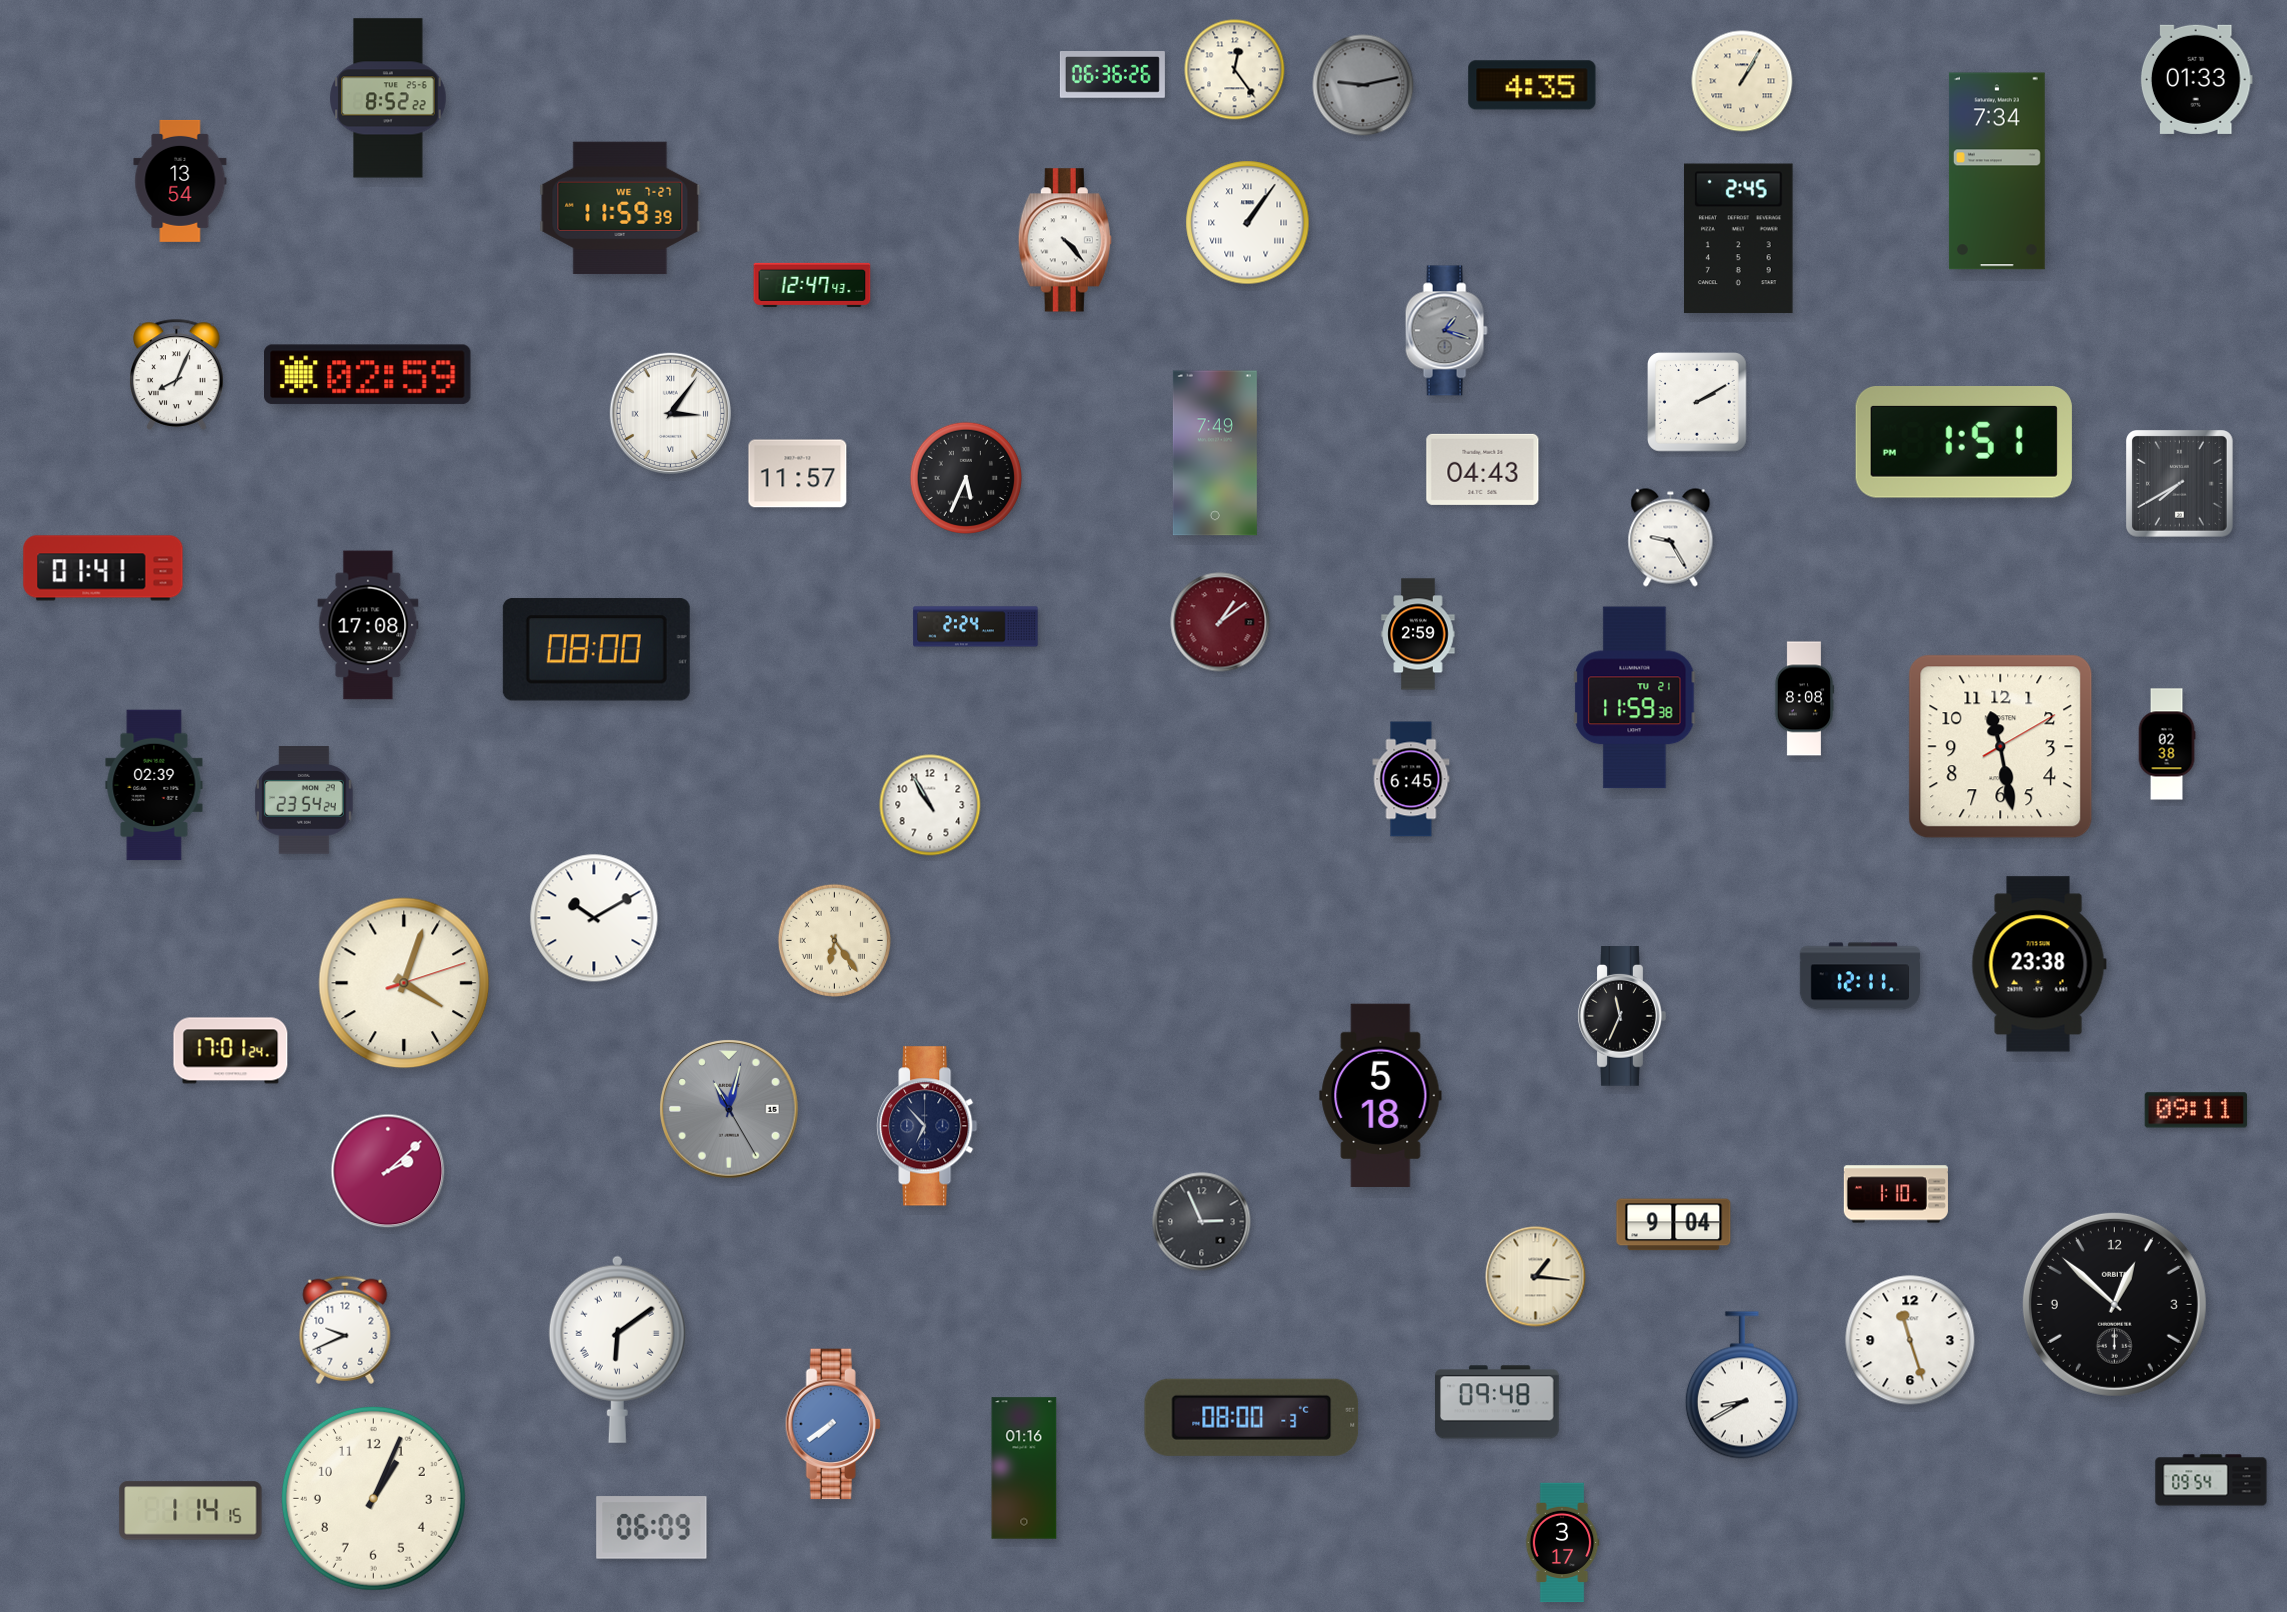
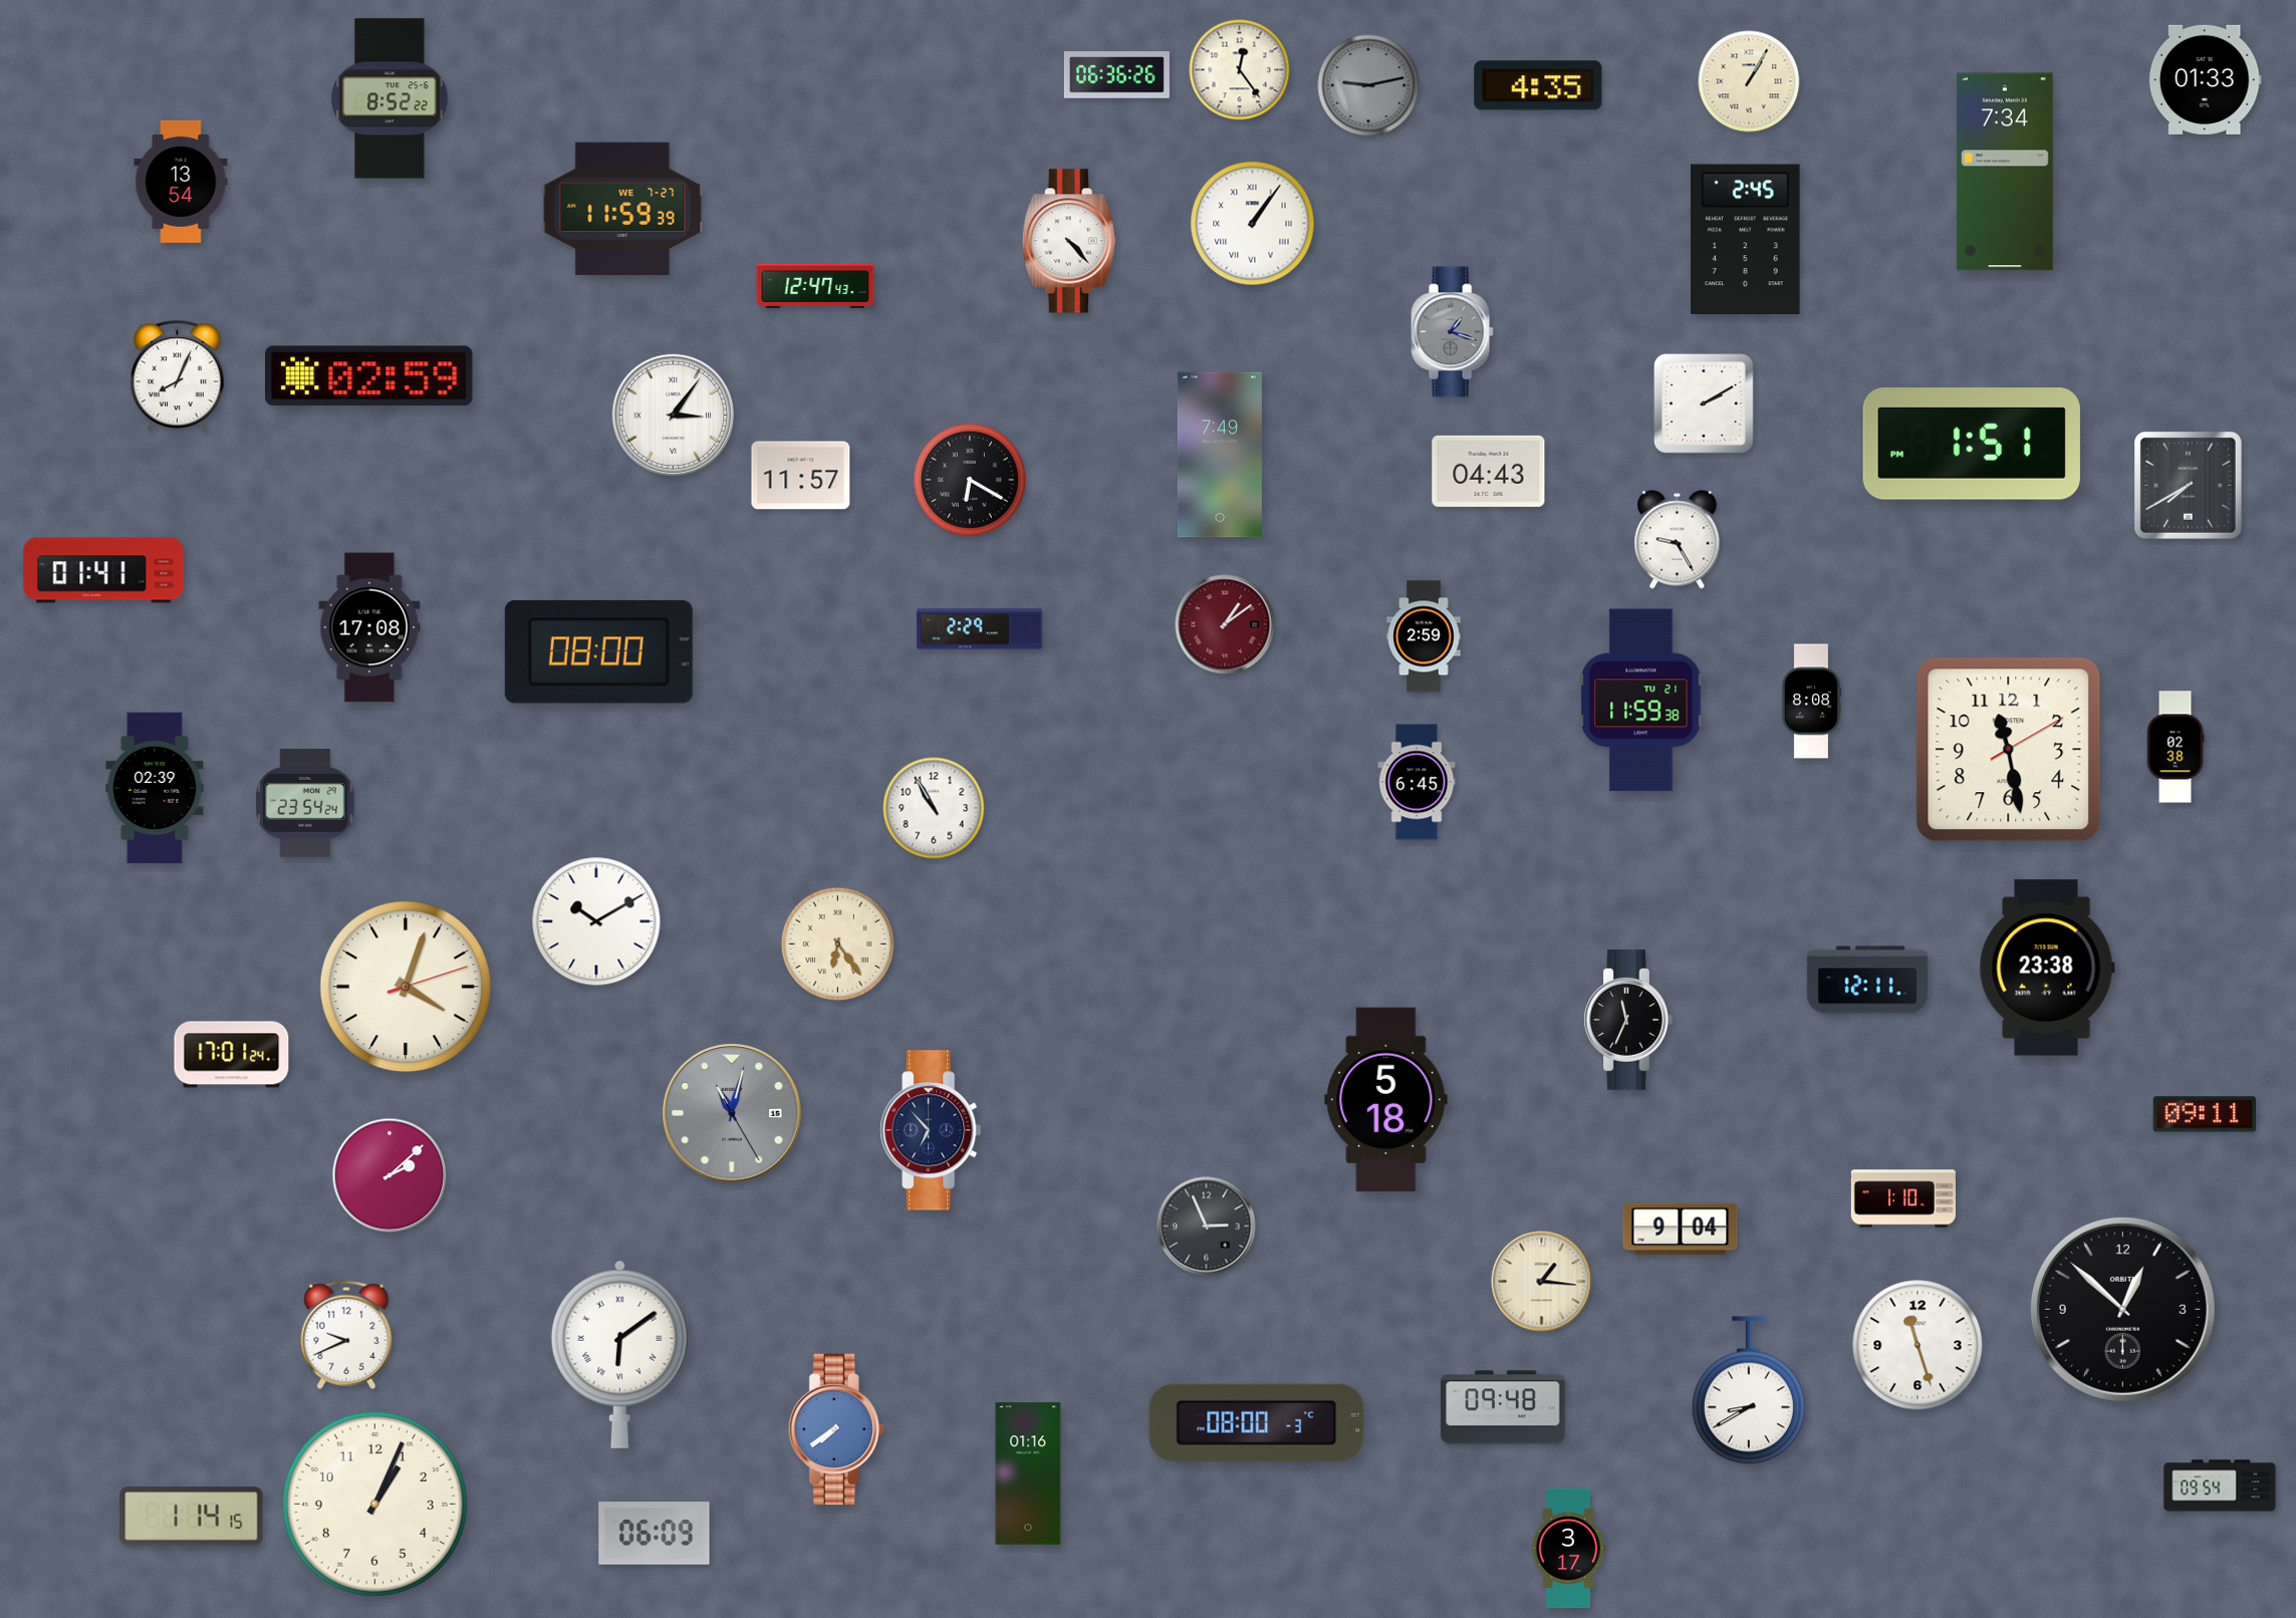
clock at (966, 478): 5:34 -> 6:20
clock at (976, 627): 2:24 -> 2:29
